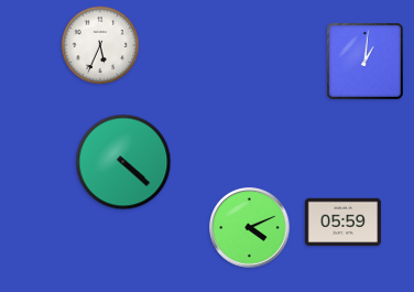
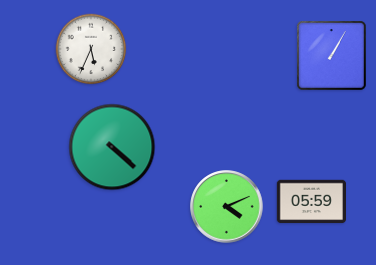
clock at (100, 45) position: (100, 45) -> (91, 49)
clock at (366, 62): 1:01 -> 1:05
